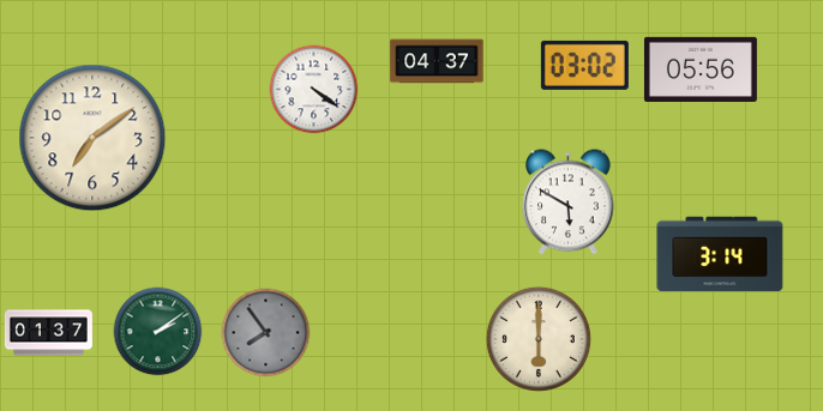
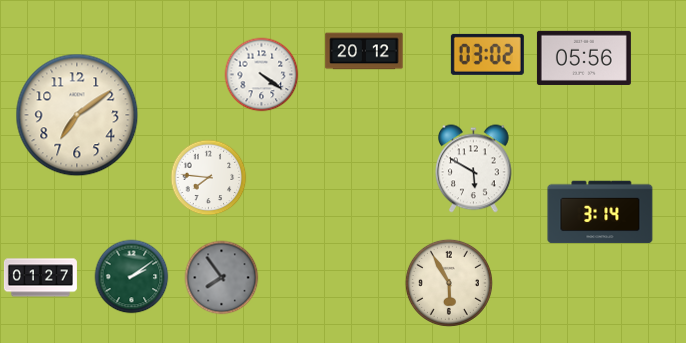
clock at (437, 61): 04:37 -> 20:12
clock at (209, 178): none -> 7:46
clock at (48, 333): 01:37 -> 01:27
clock at (539, 339): 6:00 -> 5:55
